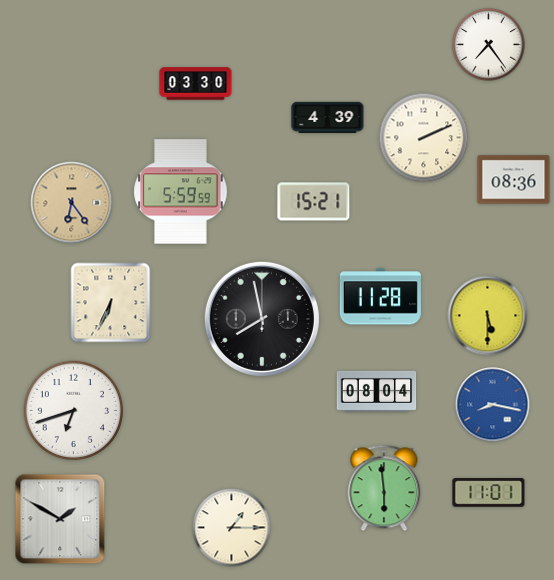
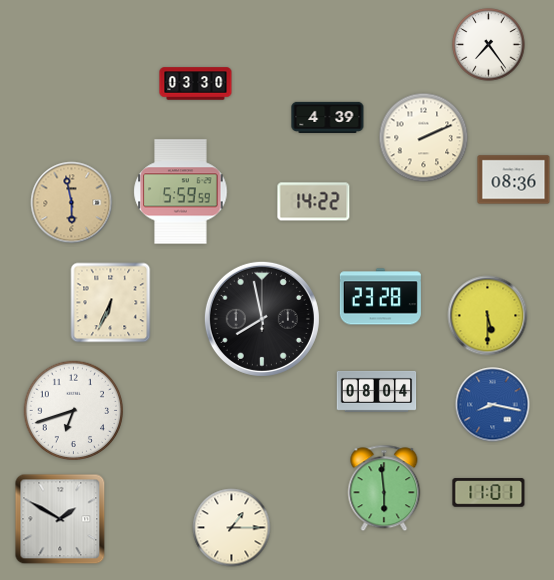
clock at (314, 202): 15:21 -> 14:22
clock at (72, 203): 6:24 -> 5:58
clock at (380, 297): 11:28 -> 23:28
